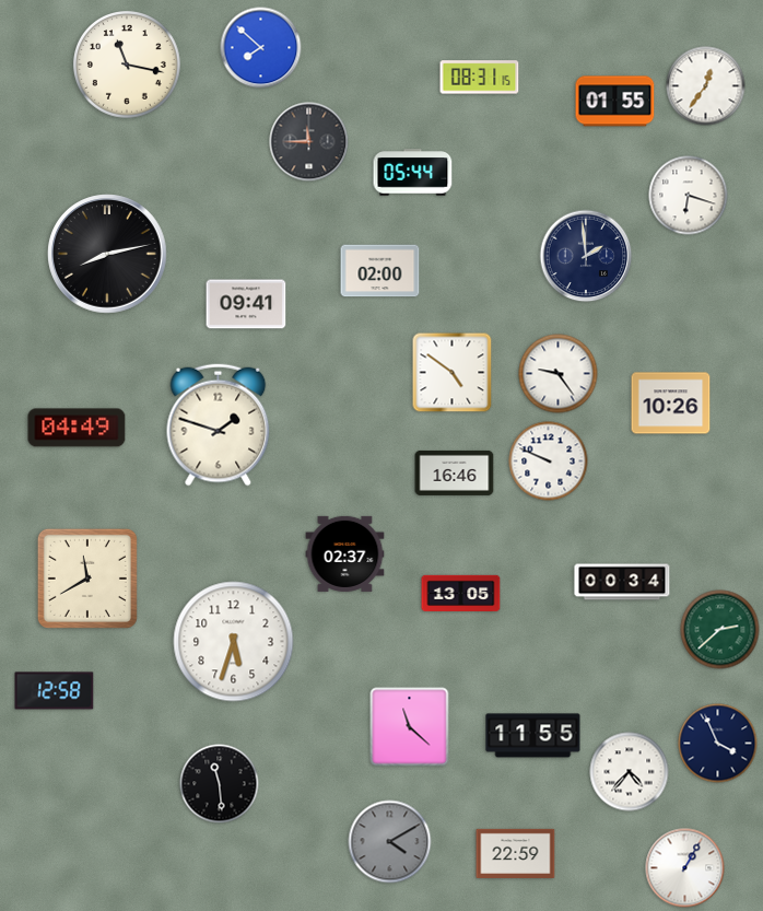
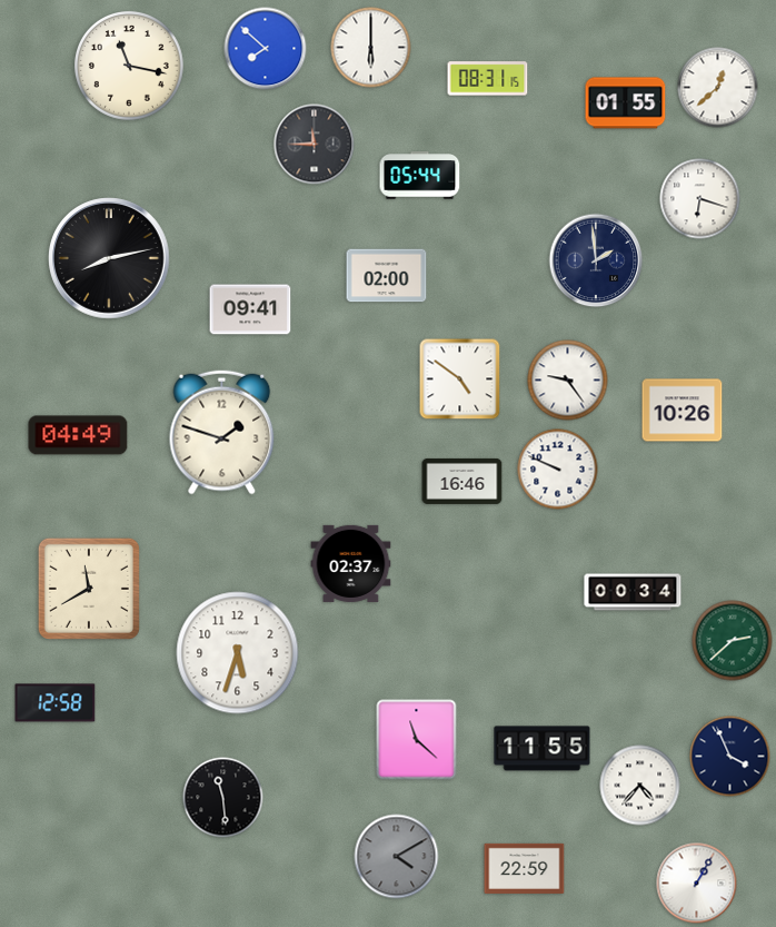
clock at (371, 48): none -> 6:00
clock at (706, 86): 12:36 -> 12:38
clock at (461, 593): 13:05 -> none
